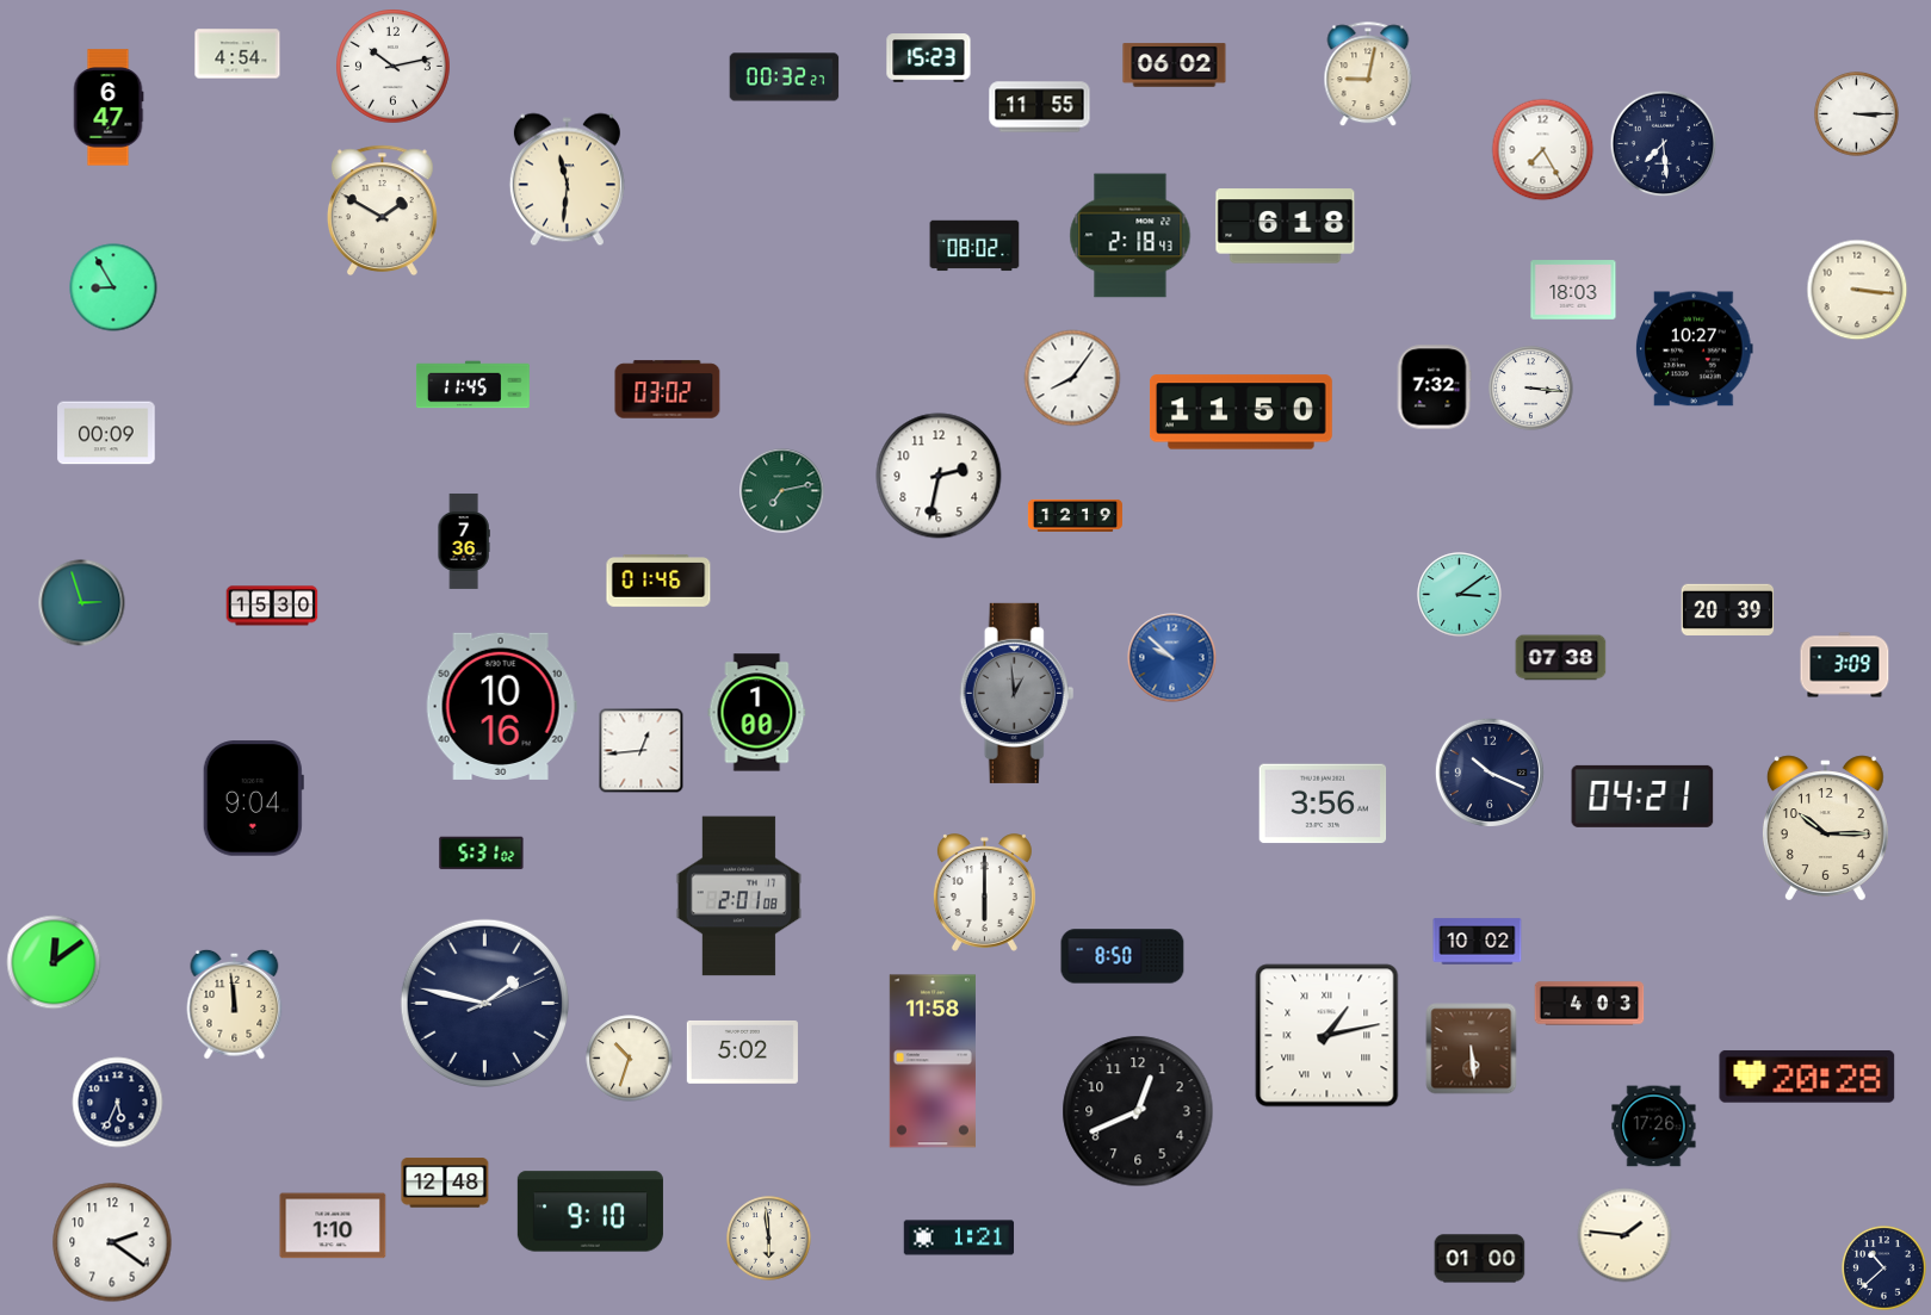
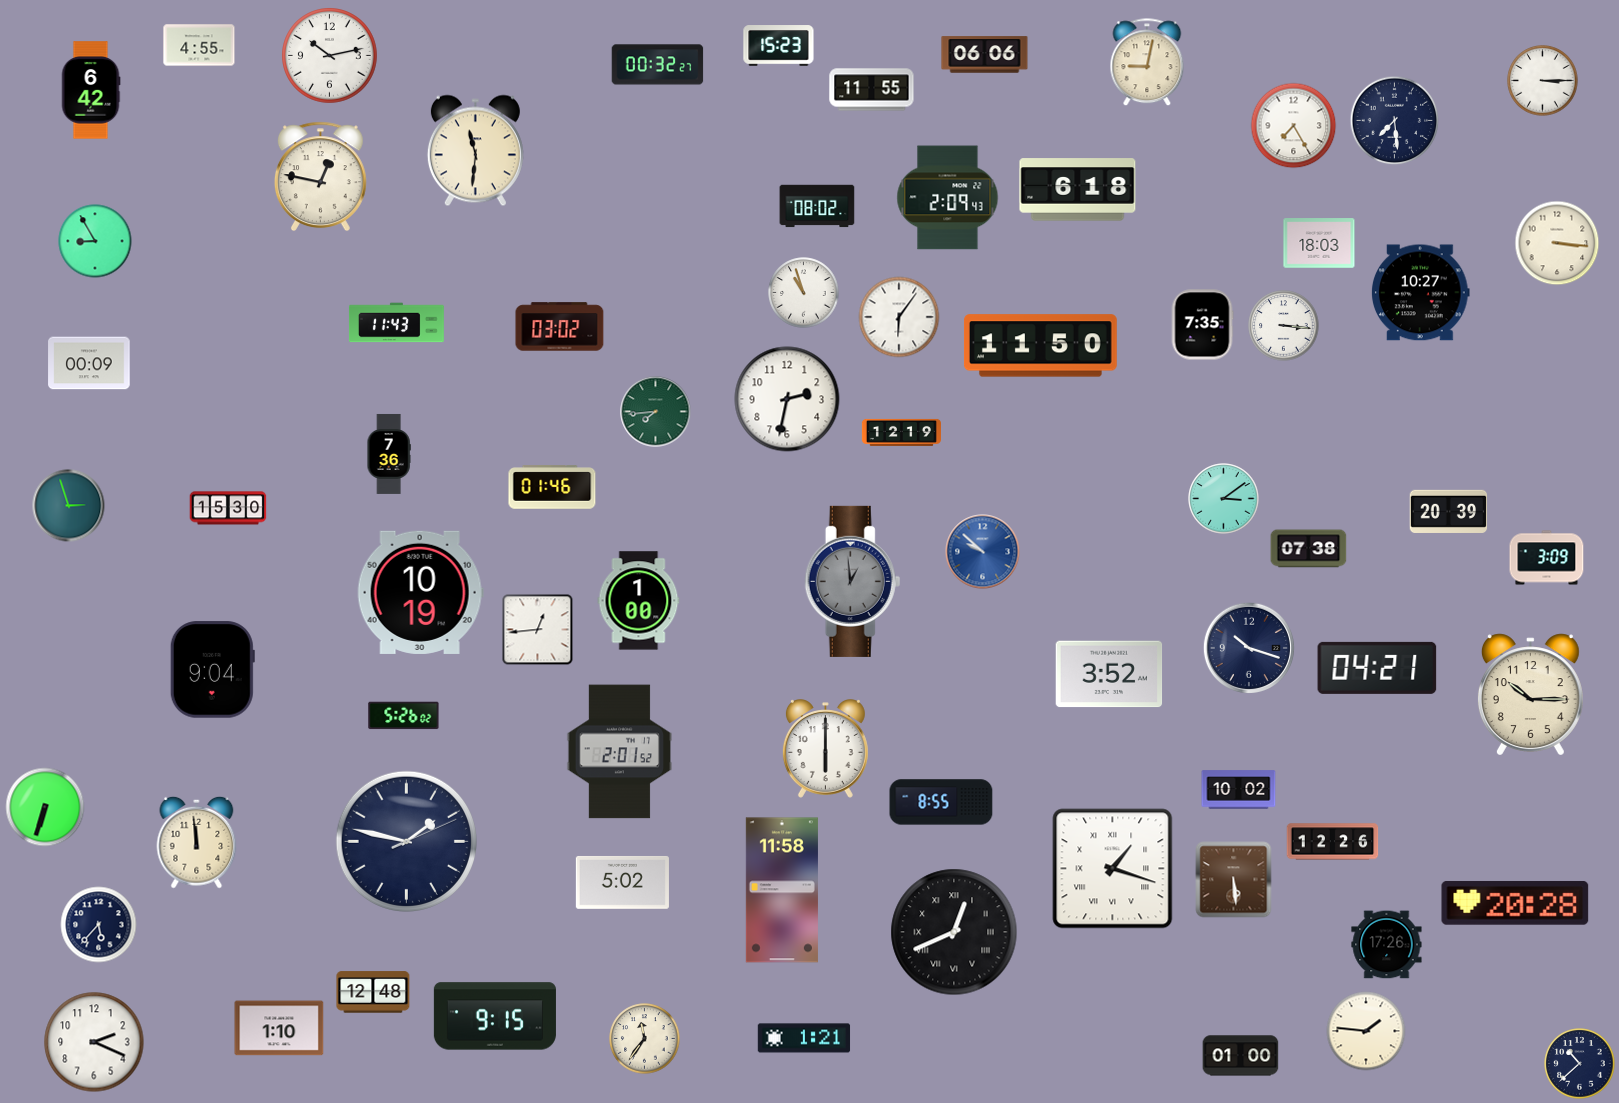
clock at (237, 54): 4:54 -> 4:55
clock at (929, 58) position: (929, 58) -> (779, 46)
clock at (1175, 66): 06:02 -> 06:06
clock at (109, 107): 6:47 -> 6:42
clock at (1857, 114) position: (1857, 114) -> (1543, 81)
clock at (382, 211): 1:50 -> 12:47
clock at (1131, 236): 2:18 -> 2:09
clock at (804, 293): none -> 10:57
clock at (1072, 378): 8:06 -> 6:06
clock at (472, 385): 11:45 -> 11:43
clock at (1434, 387): 7:32 -> 7:35
clock at (782, 491): 7:13 -> 7:44
clock at (1561, 658) position: (1561, 658) -> (1309, 549)
clock at (501, 706): 10:16 -> 10:19
clock at (757, 713) position: (757, 713) -> (639, 601)
clock at (1490, 773): 10:19 -> 10:18
clock at (1323, 804): 3:56 -> 3:52
clock at (482, 854): 5:31 -> 5:26
clock at (739, 897): 2:01:08 -> 2:01:52
clock at (1122, 956): 8:50 -> 8:55
clock at (54, 962): 12:09 -> 6:33
clock at (1590, 1004): 4:03 -> 12:26
clock at (1327, 1036): 1:13 -> 1:18
clock at (630, 1059): 10:33 -> none
clock at (118, 1103): 5:34 -> 5:37
clock at (1138, 1111) numerals: Arabic -> Roman
clock at (590, 1211): 9:10 -> 9:15
clock at (1624, 1235) position: (1624, 1235) -> (1366, 1031)
clock at (769, 1239): 5:59 -> 11:36
clock at (112, 1242): 2:21 -> 2:19
